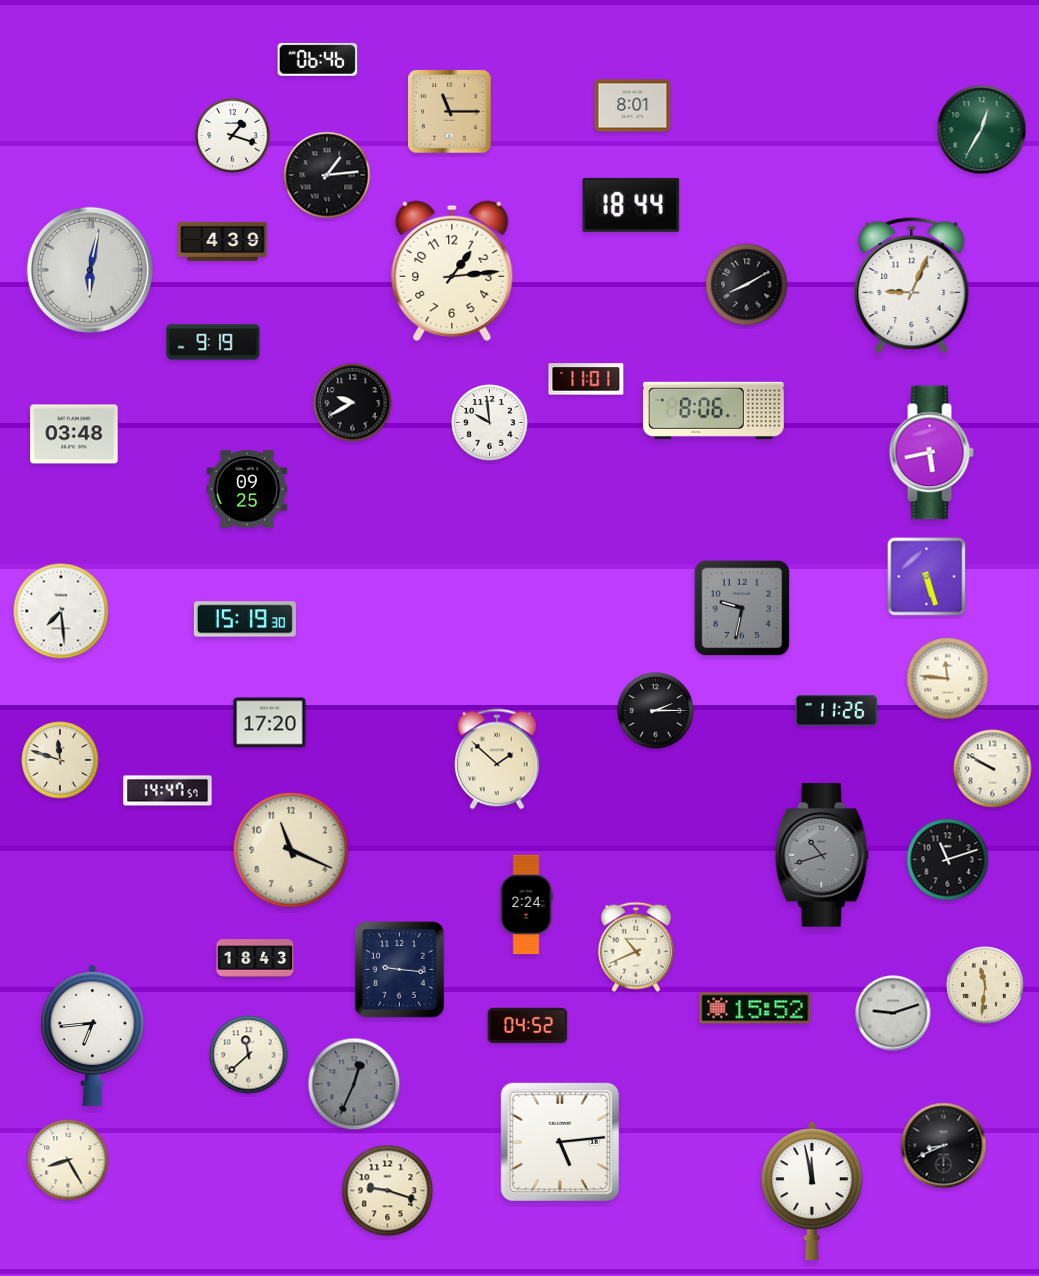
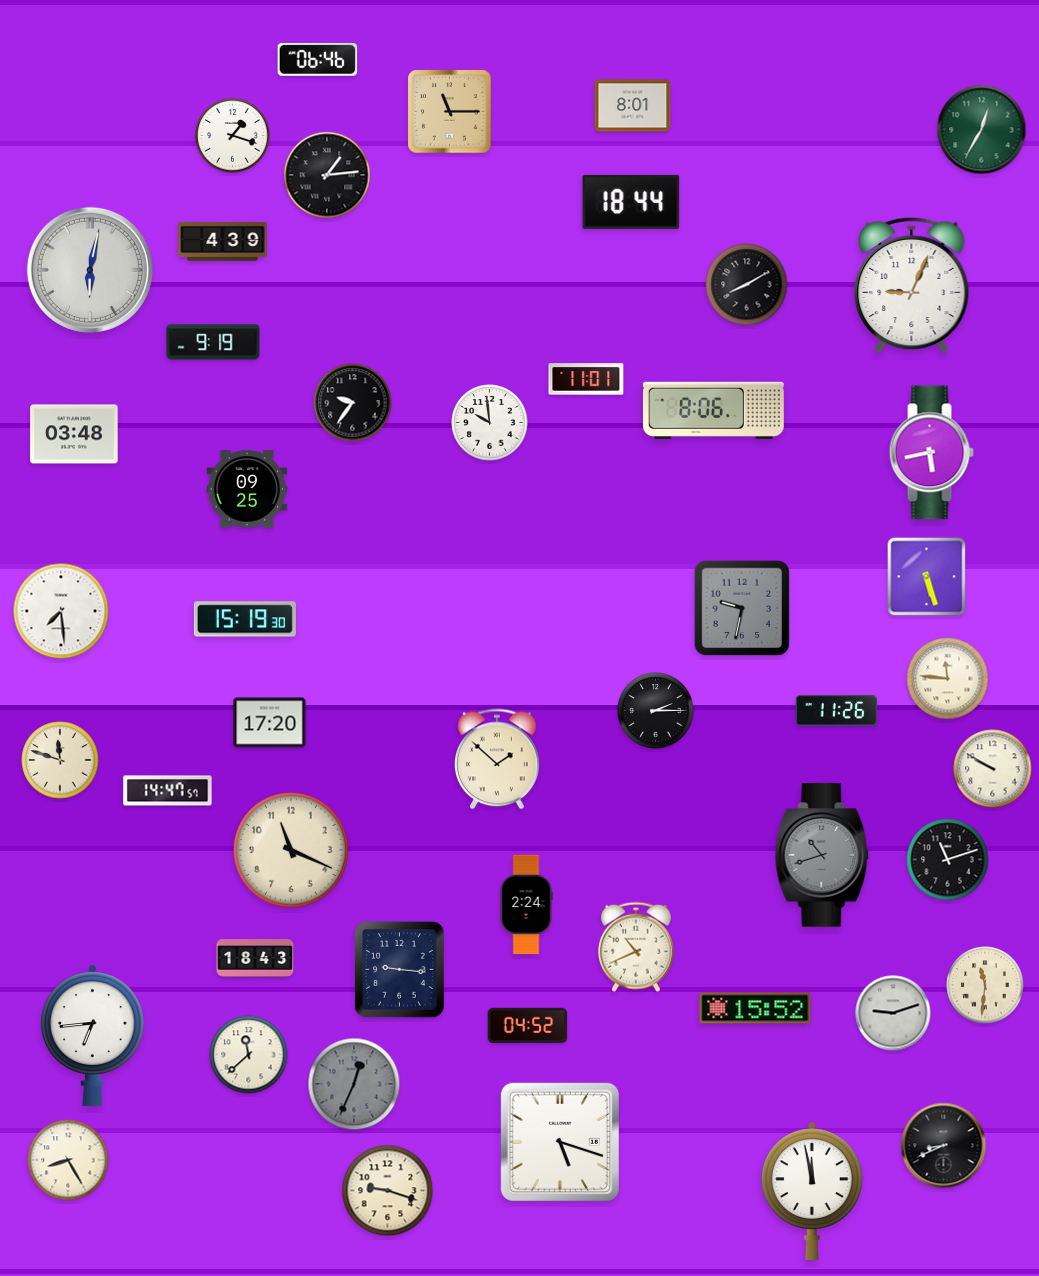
clock at (631, 205) position: (631, 205) -> (631, 202)
clock at (452, 271): 1:14 -> none
clock at (353, 403): 9:40 -> 9:36
clock at (560, 1142): 5:14 -> 5:18
